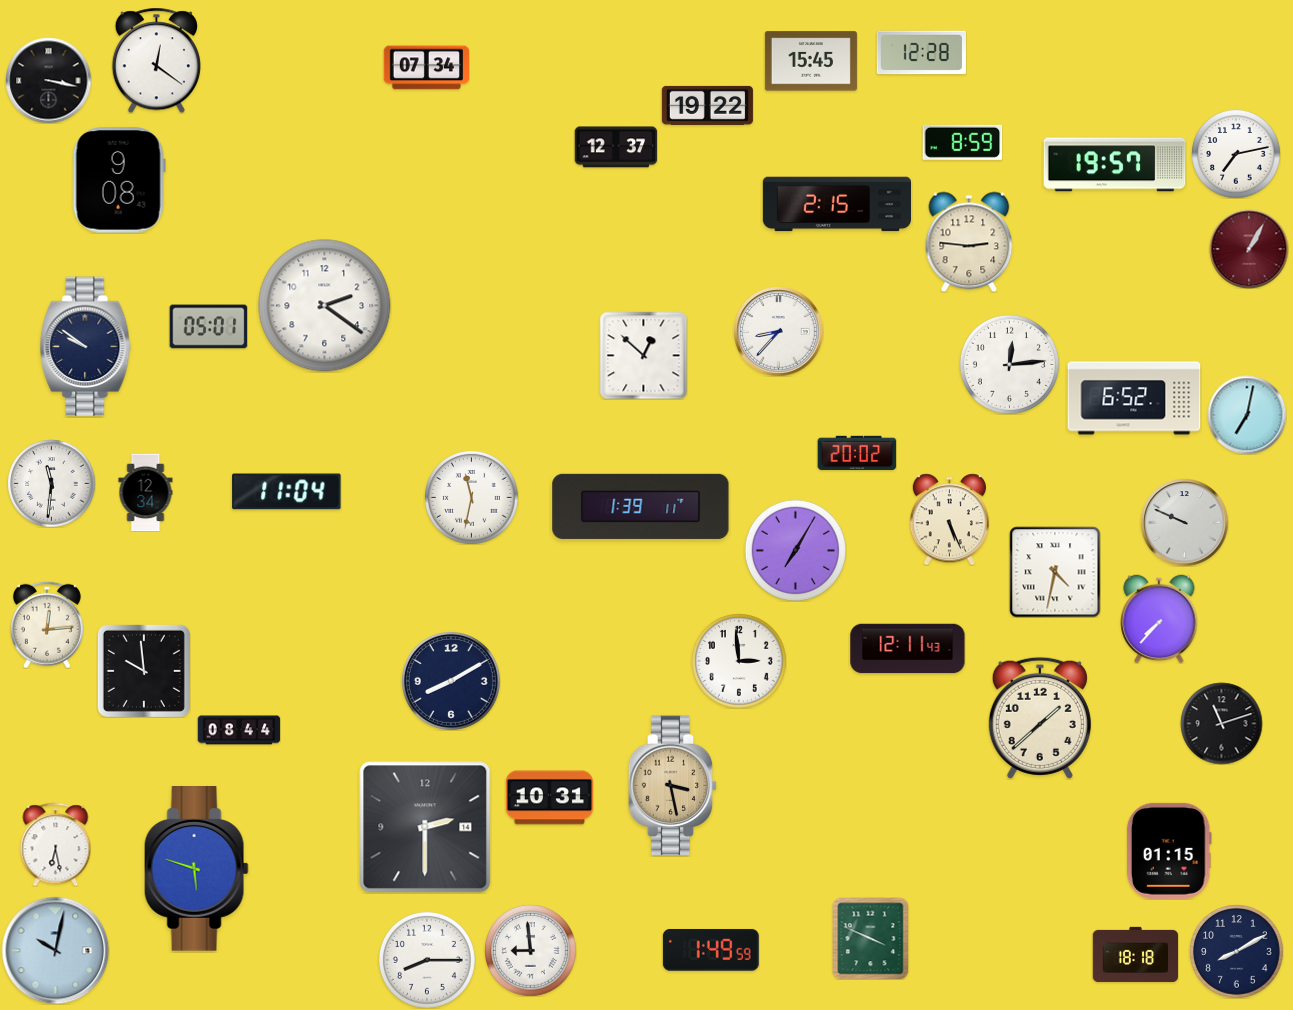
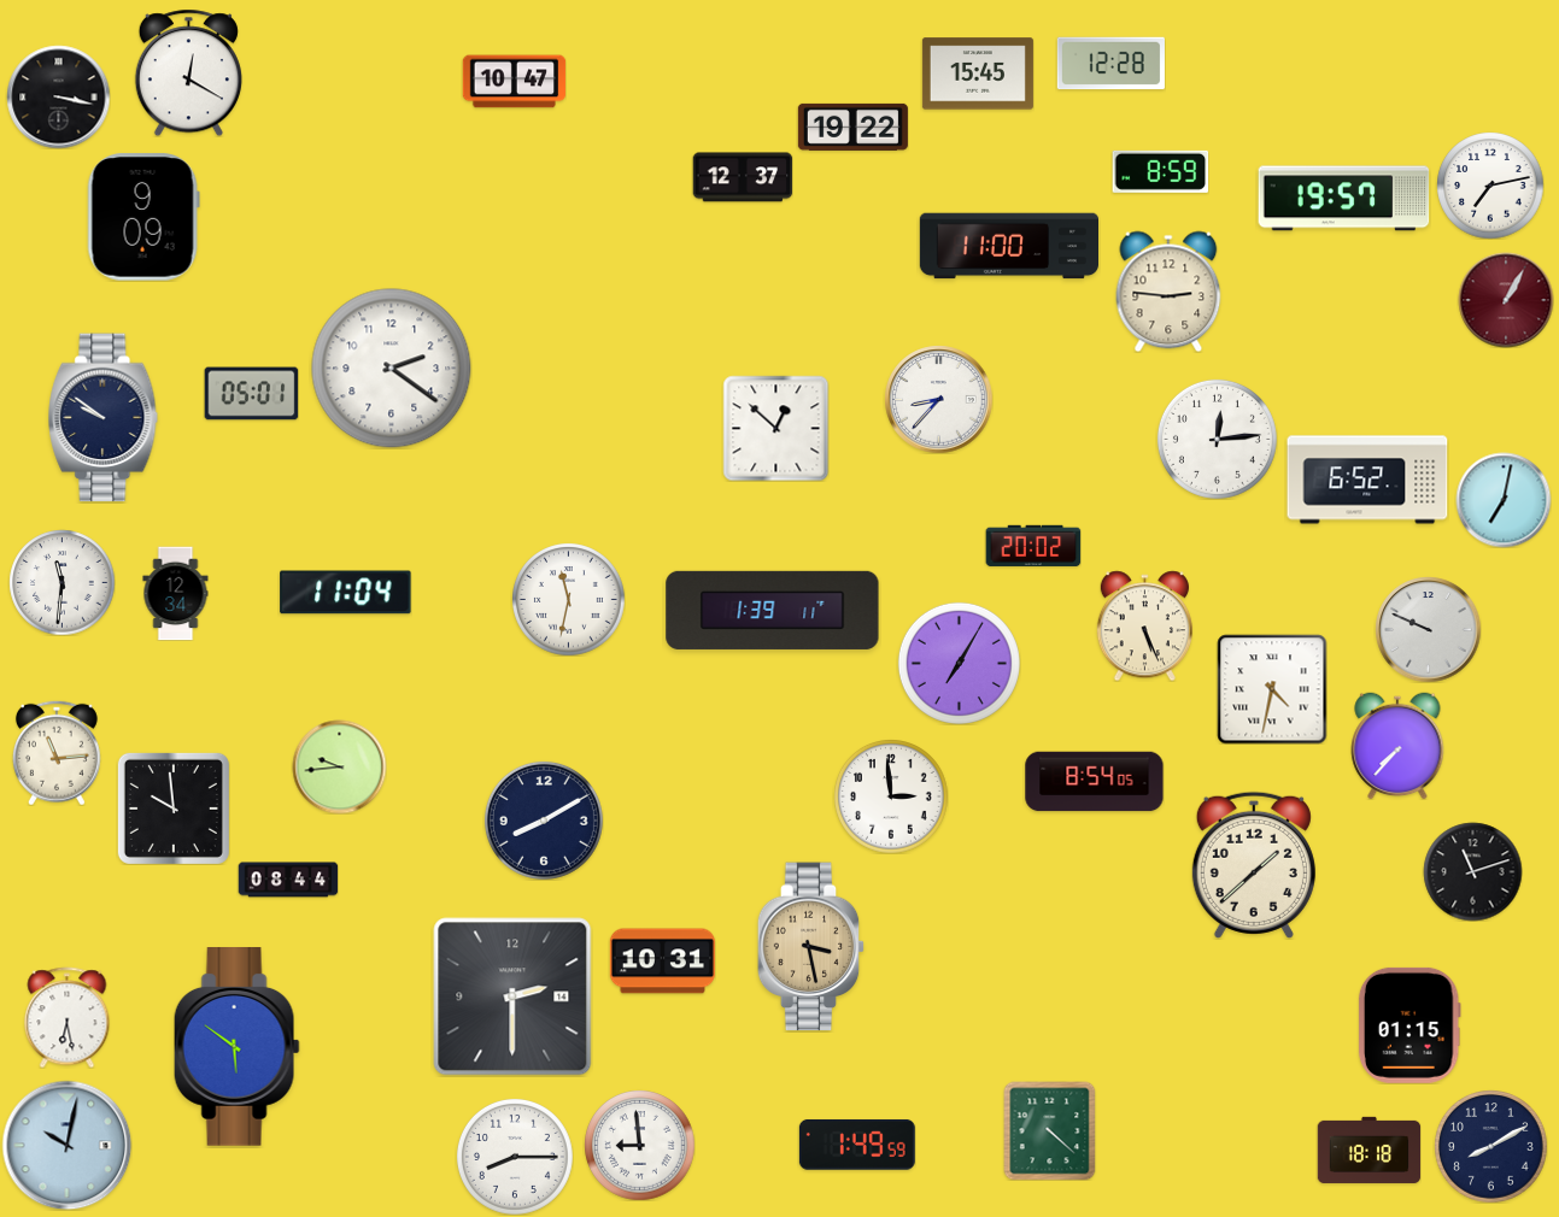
clock at (156, 60): 12:21 -> 12:20
clock at (426, 68): 07:34 -> 10:47
clock at (119, 180): 9:08 -> 9:09
clock at (836, 204): 2:15 -> 11:00
clock at (47, 625): 12:14 -> 11:14
clock at (339, 766): none -> 9:44
clock at (908, 649): 12:11 -> 8:54
clock at (196, 869): 5:48 -> 5:51
clock at (871, 938): 3:49 -> 4:22
